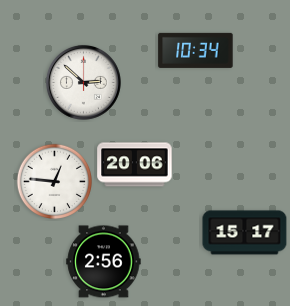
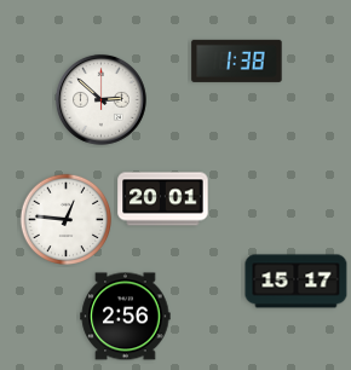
clock at (196, 50): 10:34 -> 1:38
clock at (135, 165): 20:06 -> 20:01
